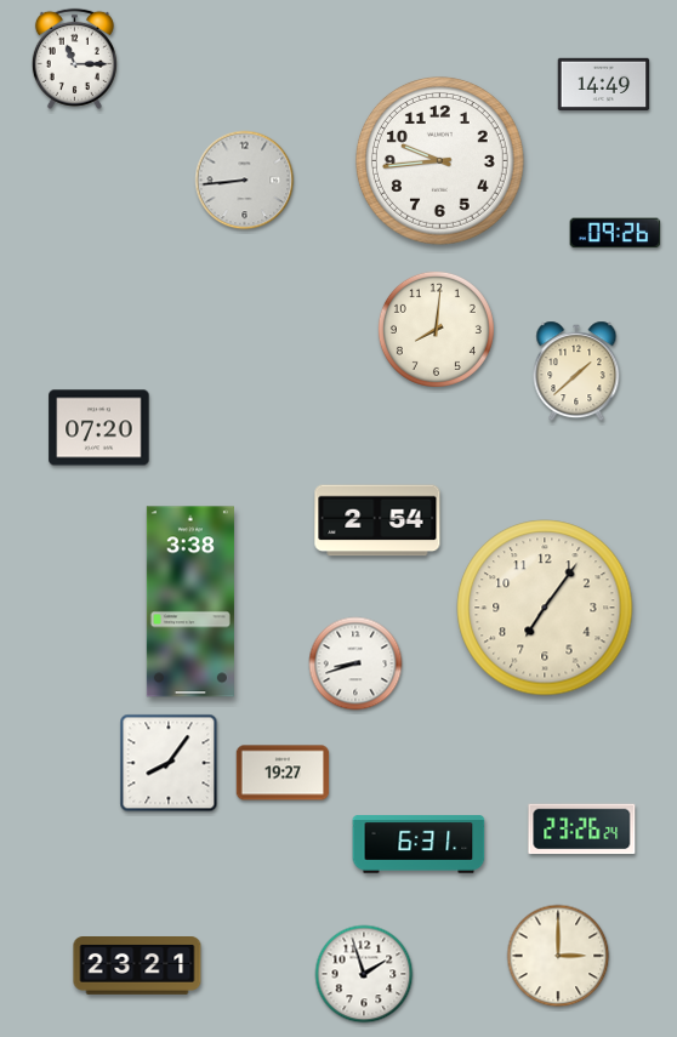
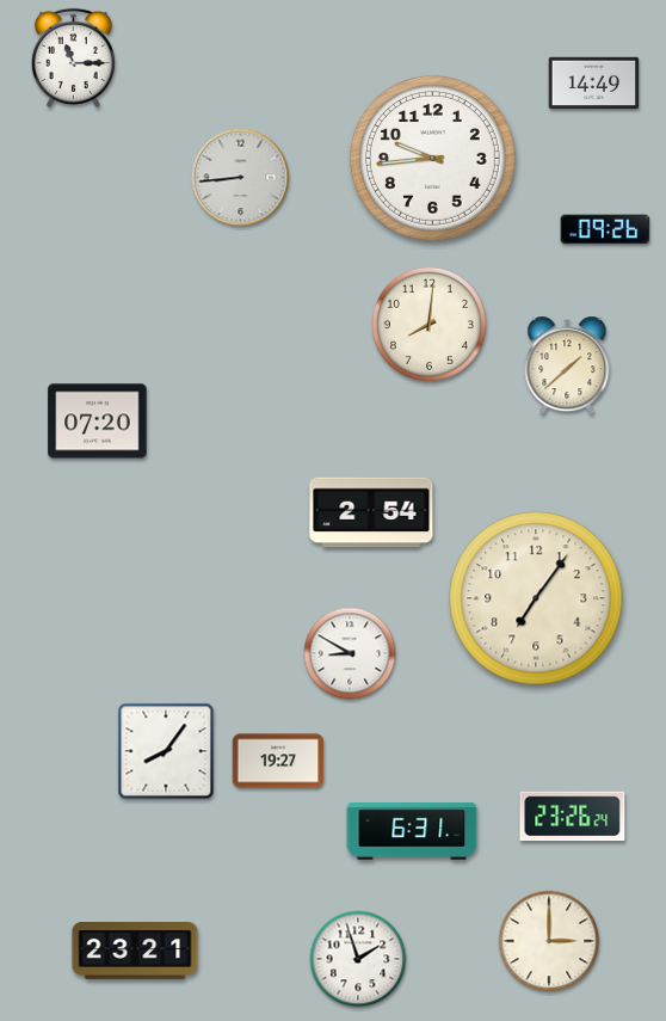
clock at (190, 602): 3:38 -> none
clock at (355, 663): 8:42 -> 8:50
